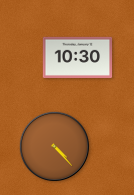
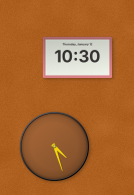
clock at (54, 146): 4:23 -> 4:27
